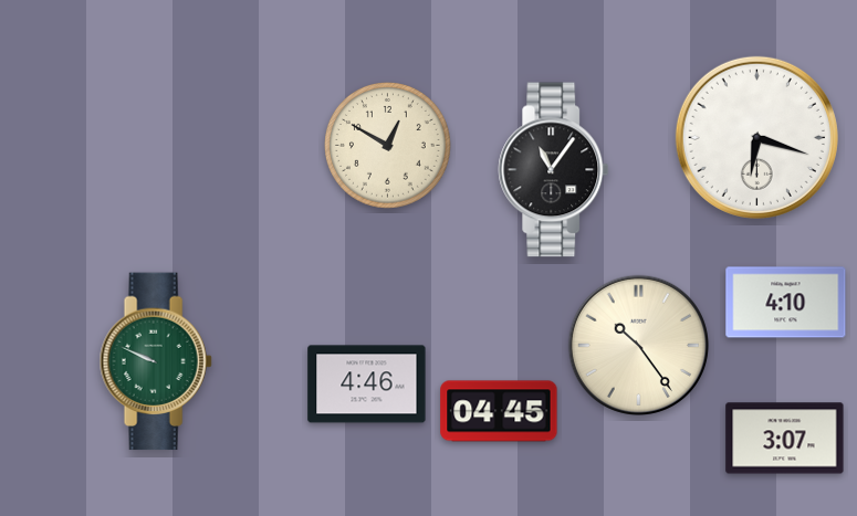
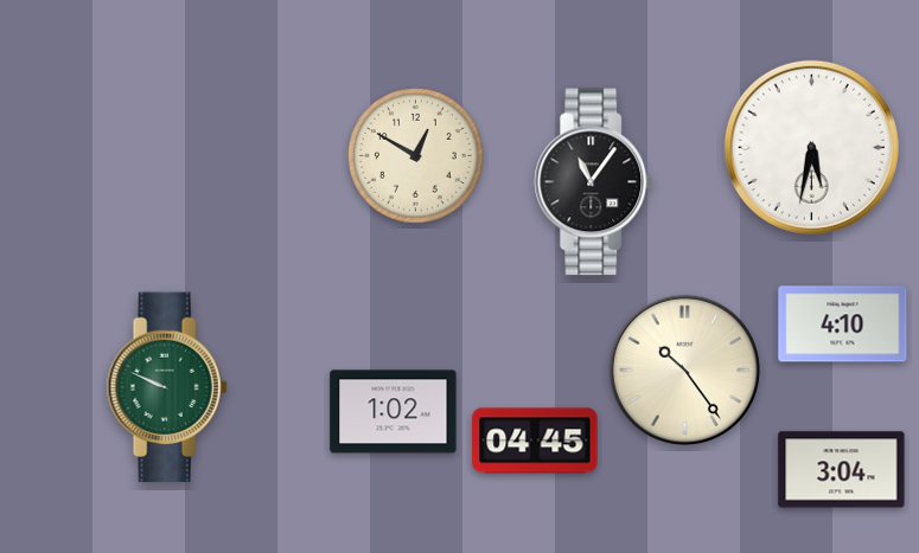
clock at (756, 137): 6:18 -> 5:32
clock at (367, 385): 4:46 -> 1:02
clock at (785, 439): 3:07 -> 3:04
